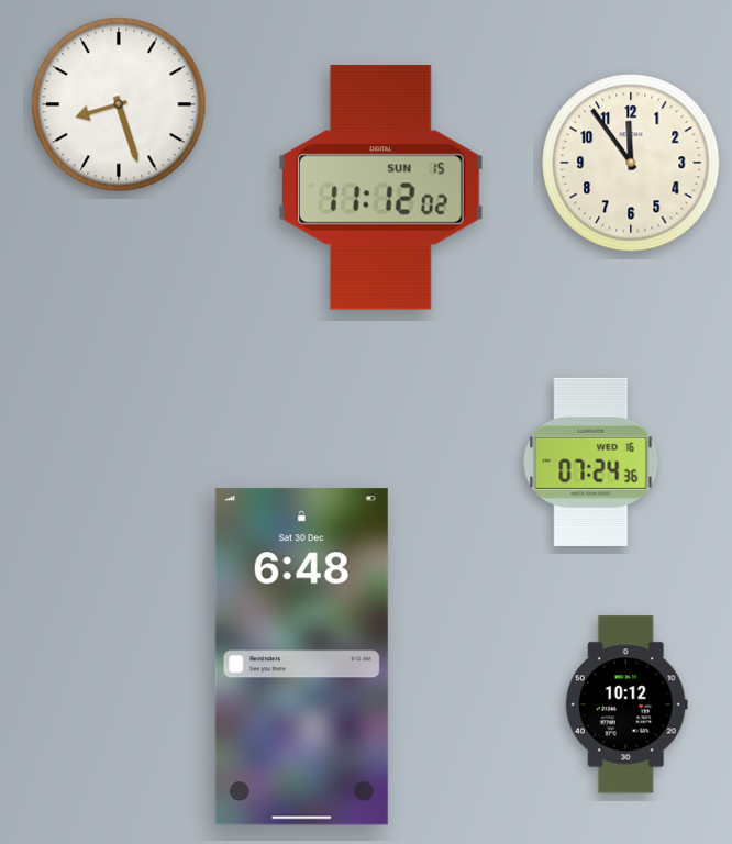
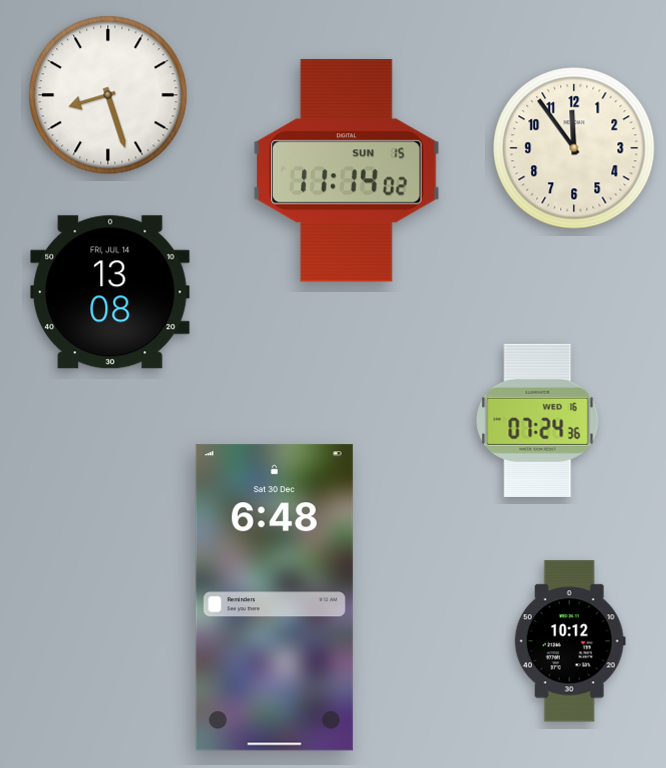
clock at (380, 188): 11:12 -> 11:14
clock at (110, 292): none -> 13:08
